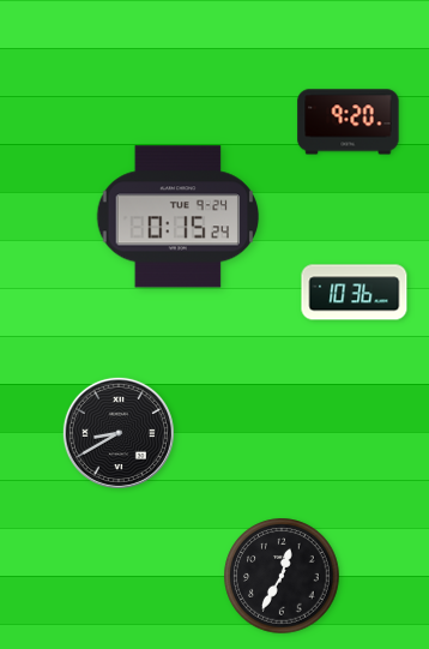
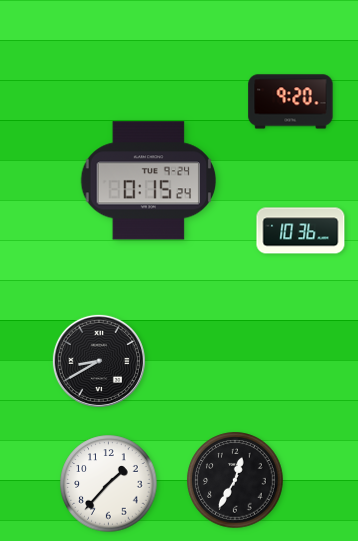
clock at (355, 293) position: (355, 293) -> (301, 231)
clock at (109, 484): none -> 1:37
